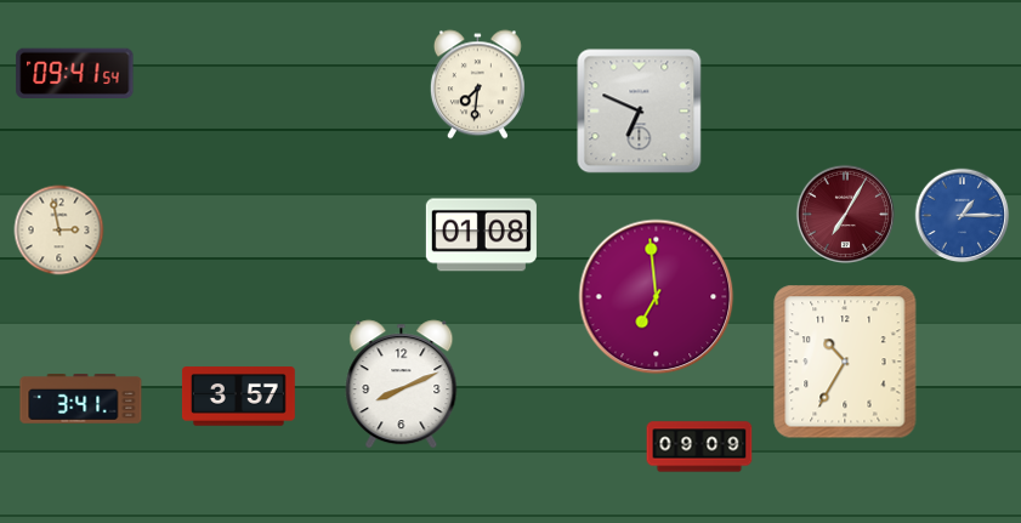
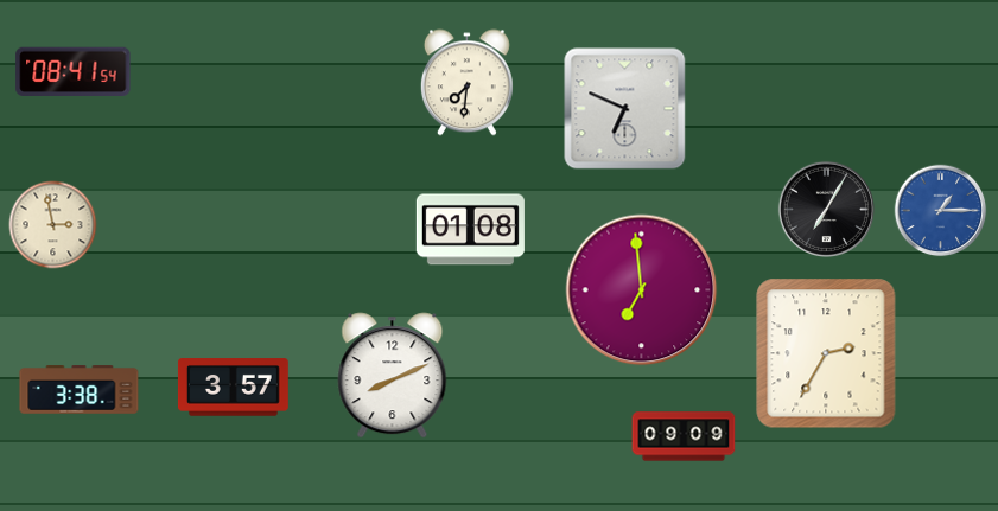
clock at (75, 73): 09:41 -> 08:41
clock at (845, 214) dial: burgundy -> black
clock at (59, 231) position: (59, 231) -> (53, 225)
clock at (845, 362): 10:35 -> 2:35
clock at (81, 399): 3:41 -> 3:38
